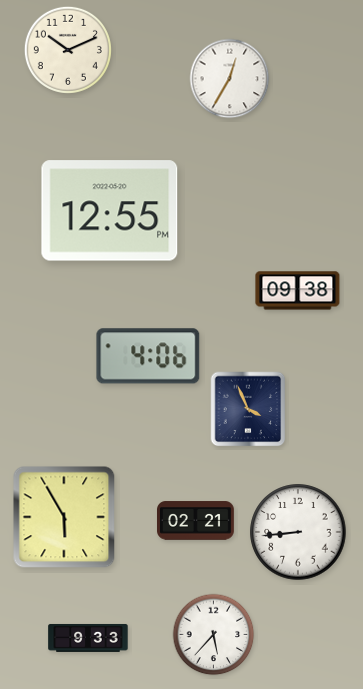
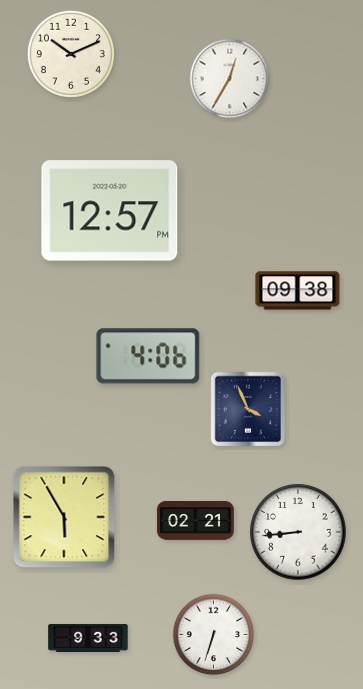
clock at (68, 50) position: (68, 50) -> (71, 54)
clock at (110, 211): 12:55 -> 12:57
clock at (214, 635): 5:37 -> 6:33
